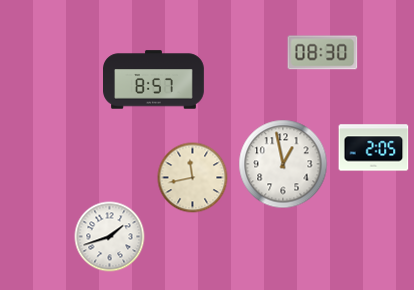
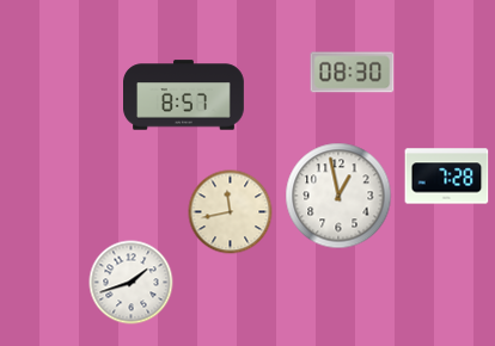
clock at (323, 53) position: (323, 53) -> (353, 73)
clock at (374, 148): 2:05 -> 7:28
